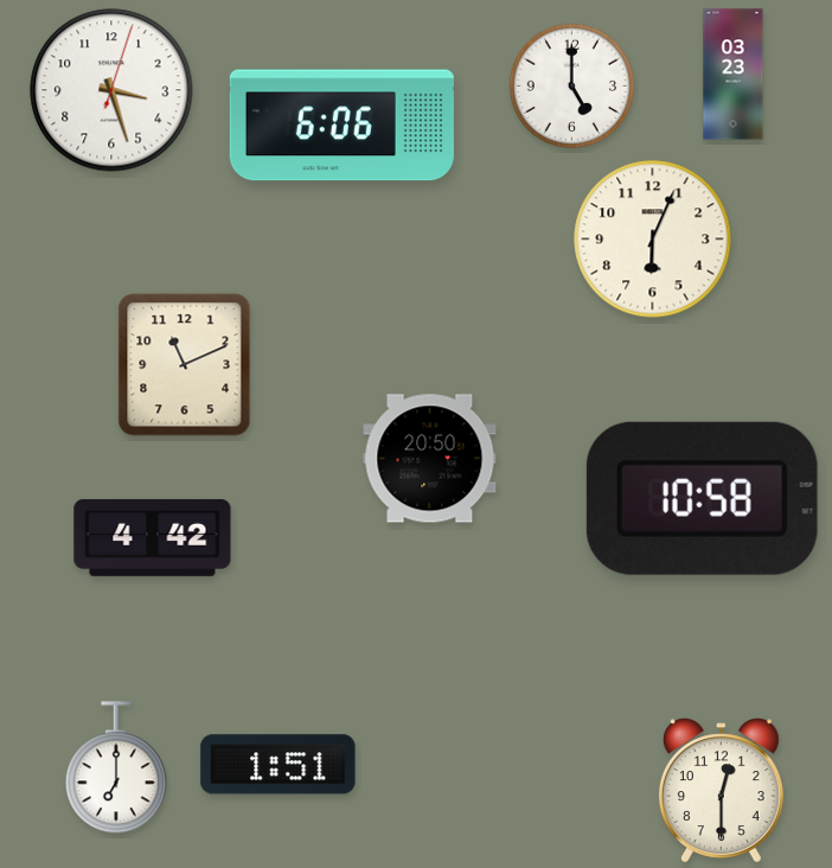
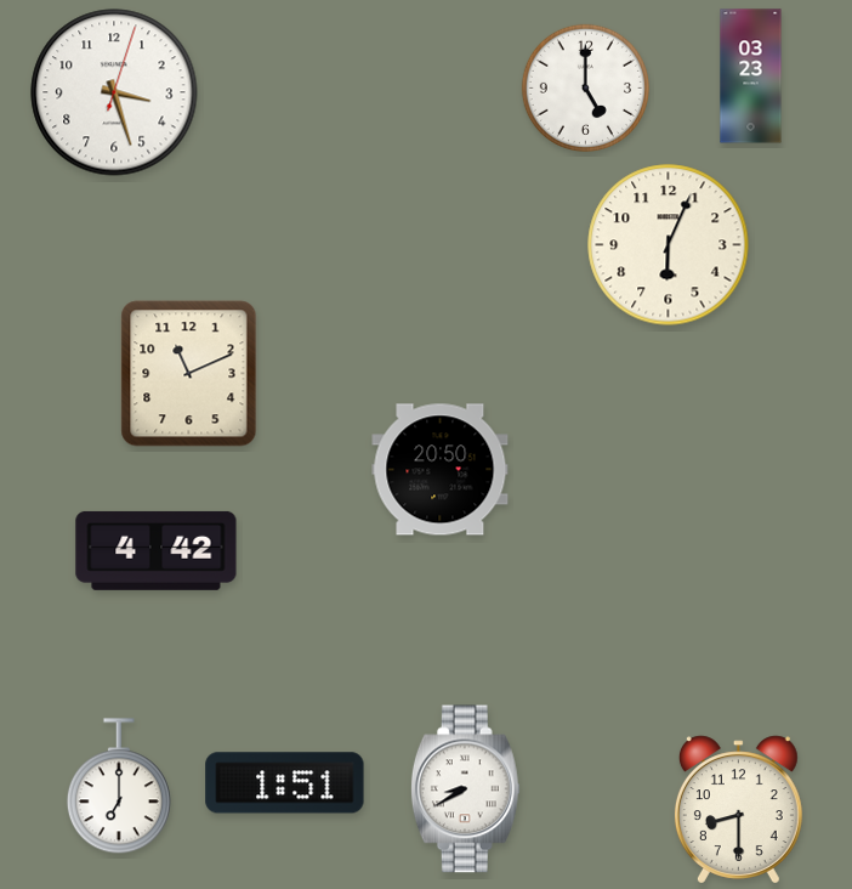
clock at (341, 126): 6:06 -> none
clock at (702, 498): 10:58 -> none
clock at (465, 789): none -> 8:40
clock at (721, 791): 12:30 -> 8:30
